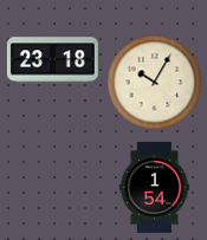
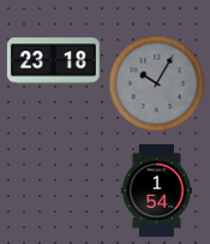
clock at (154, 82) dial: cream -> grey
